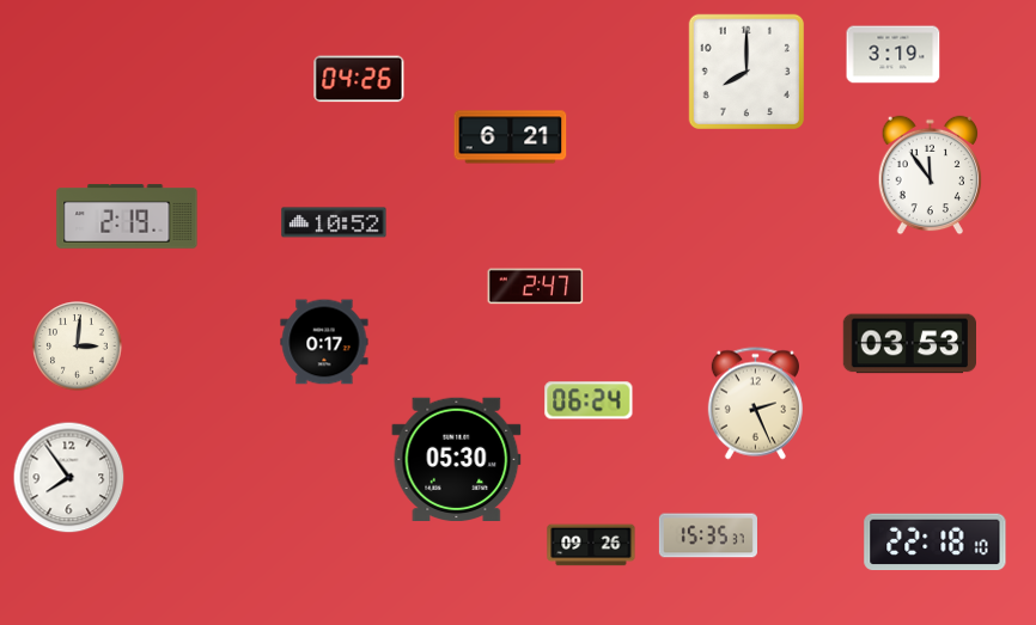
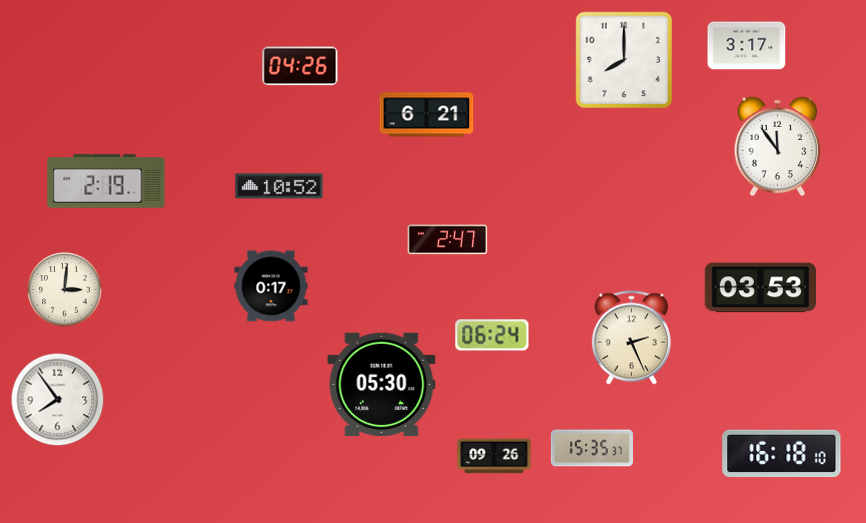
clock at (894, 55): 3:19 -> 3:17
clock at (936, 543): 22:18 -> 16:18
